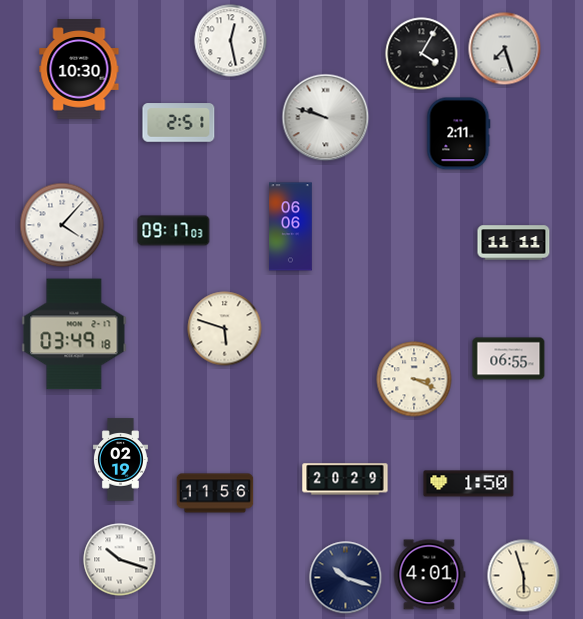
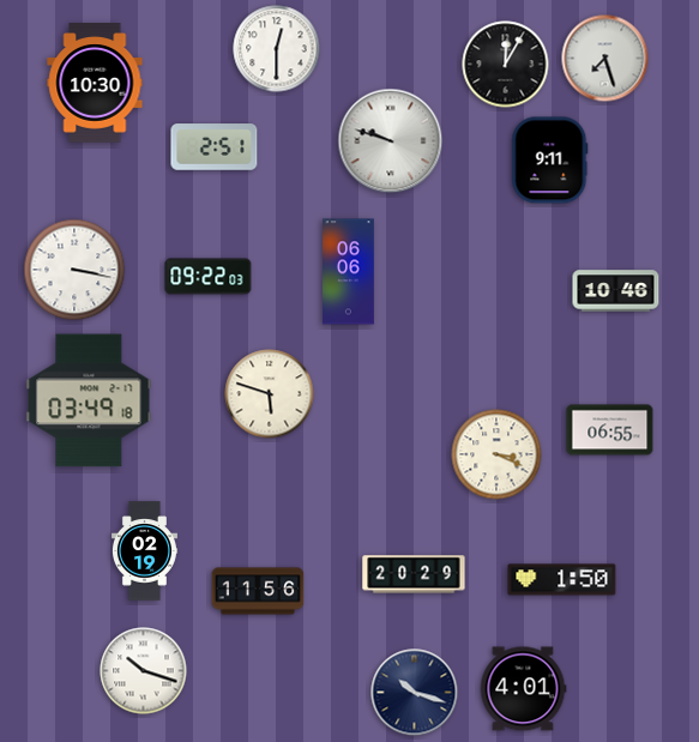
clock at (231, 41): 12:28 -> 12:30
clock at (422, 54): 4:05 -> 12:05
clock at (459, 134): 2:11 -> 9:11
clock at (62, 225): 4:07 -> 3:17
clock at (174, 231): 09:17 -> 09:22
clock at (514, 243): 11:11 -> 10:46
clock at (429, 575) position: (429, 575) -> (523, 689)
clock at (524, 576): 5:57 -> none
